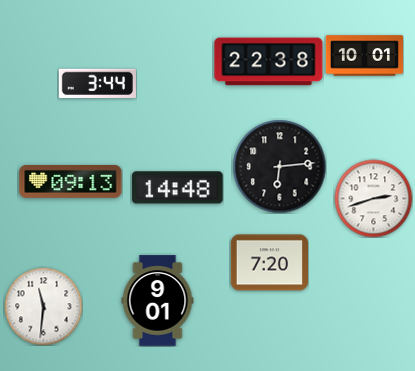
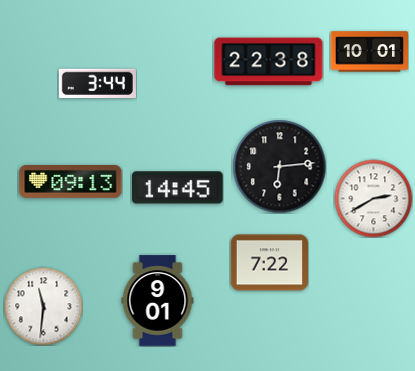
clock at (364, 56) position: (364, 56) -> (369, 52)
clock at (178, 188): 14:48 -> 14:45
clock at (373, 198): 2:42 -> 2:40
clock at (269, 263): 7:20 -> 7:22
